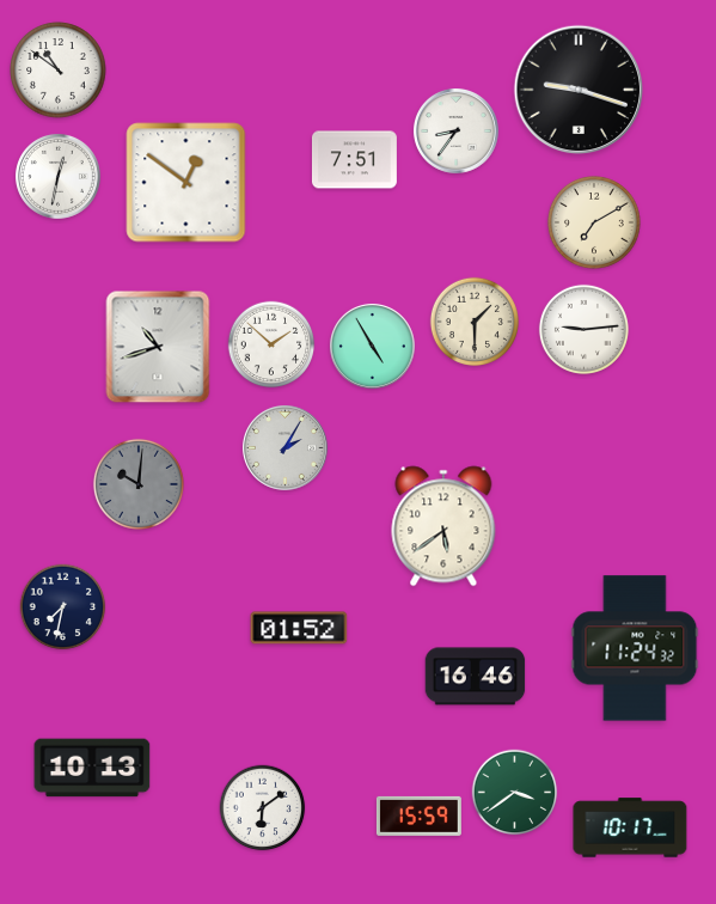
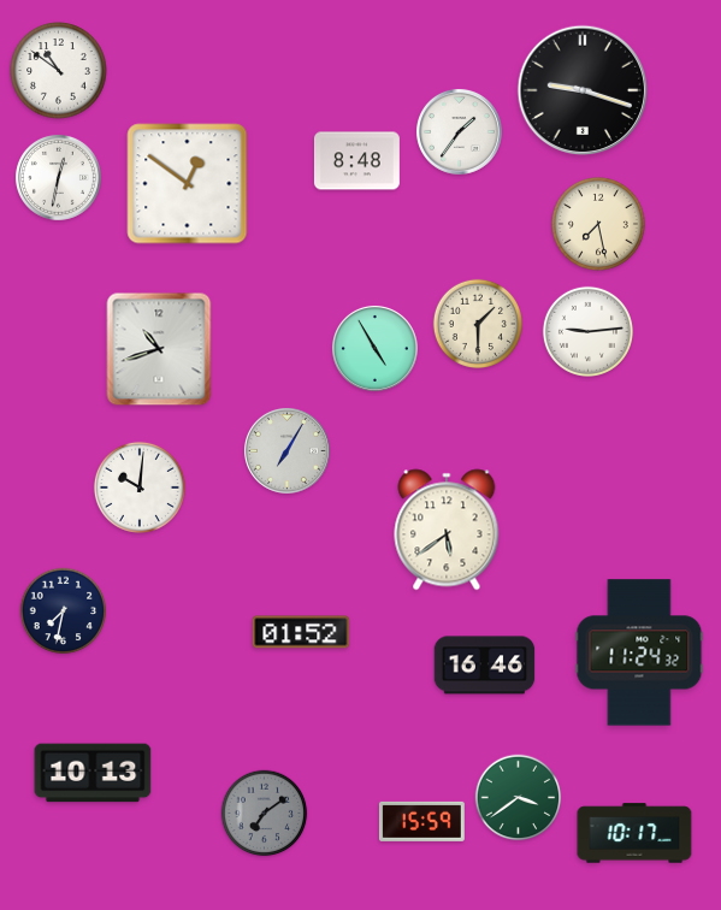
clock at (455, 130): 8:36 -> 1:36
clock at (354, 160): 7:51 -> 8:48
clock at (594, 222): 7:10 -> 7:28
clock at (271, 344): 1:52 -> none
clock at (284, 447): 2:05 -> 7:05
clock at (139, 484) dial: grey -> white
clock at (476, 677) position: (476, 677) -> (485, 666)
clock at (263, 808): 6:09 -> 7:09
clock at (263, 808) dial: white -> grey
